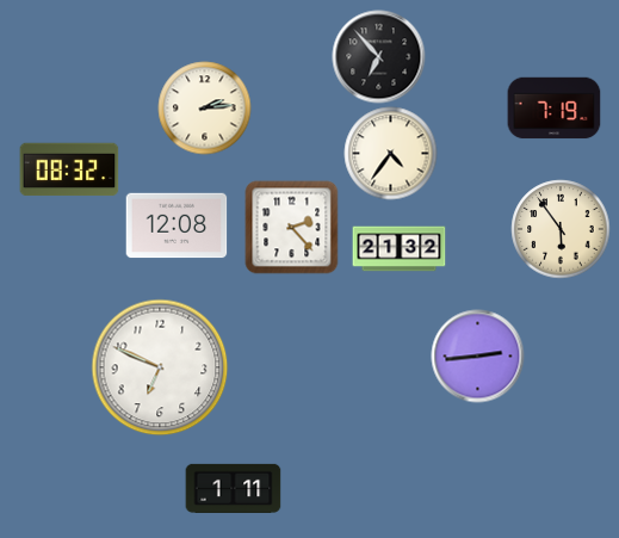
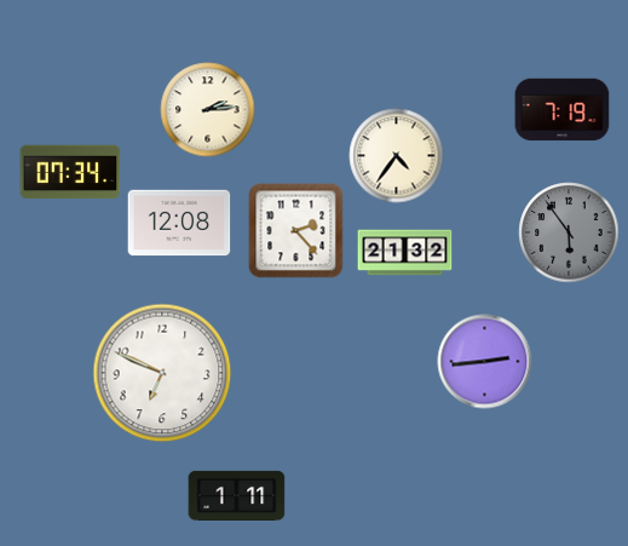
clock at (378, 56): 6:53 -> none
clock at (69, 169): 08:32 -> 07:34
clock at (177, 225) position: (177, 225) -> (179, 223)
clock at (561, 229) dial: cream -> grey
